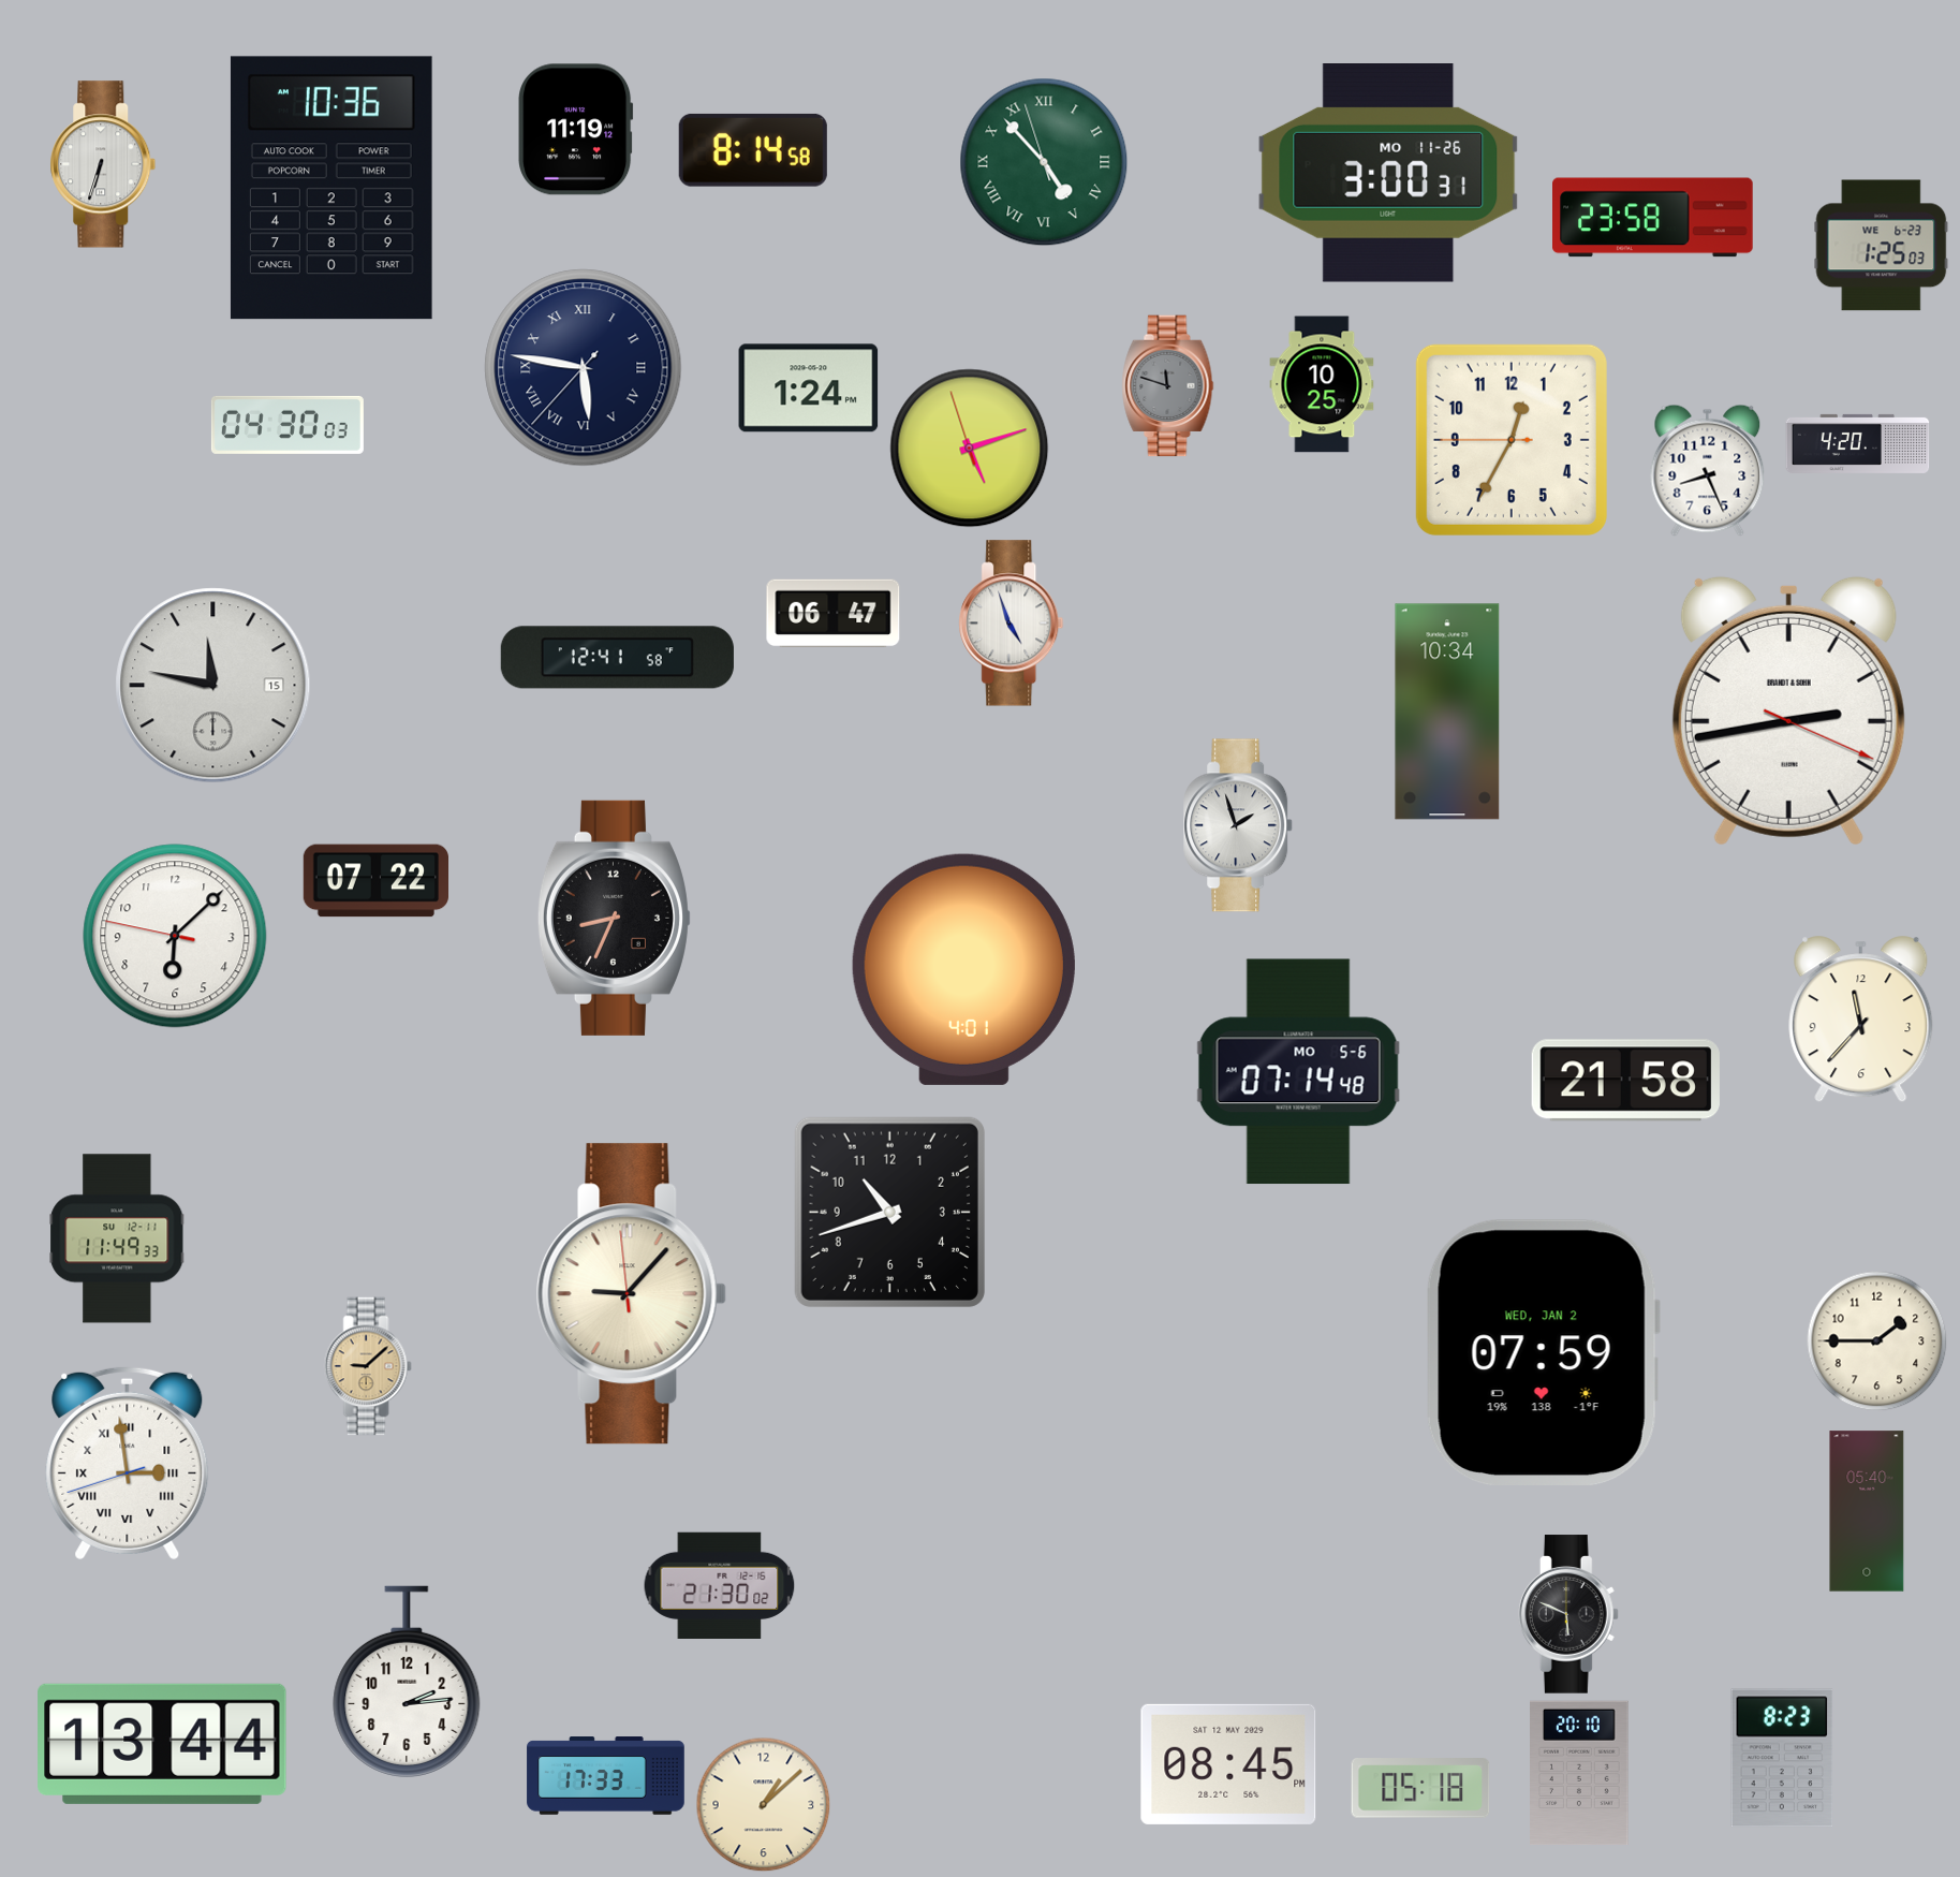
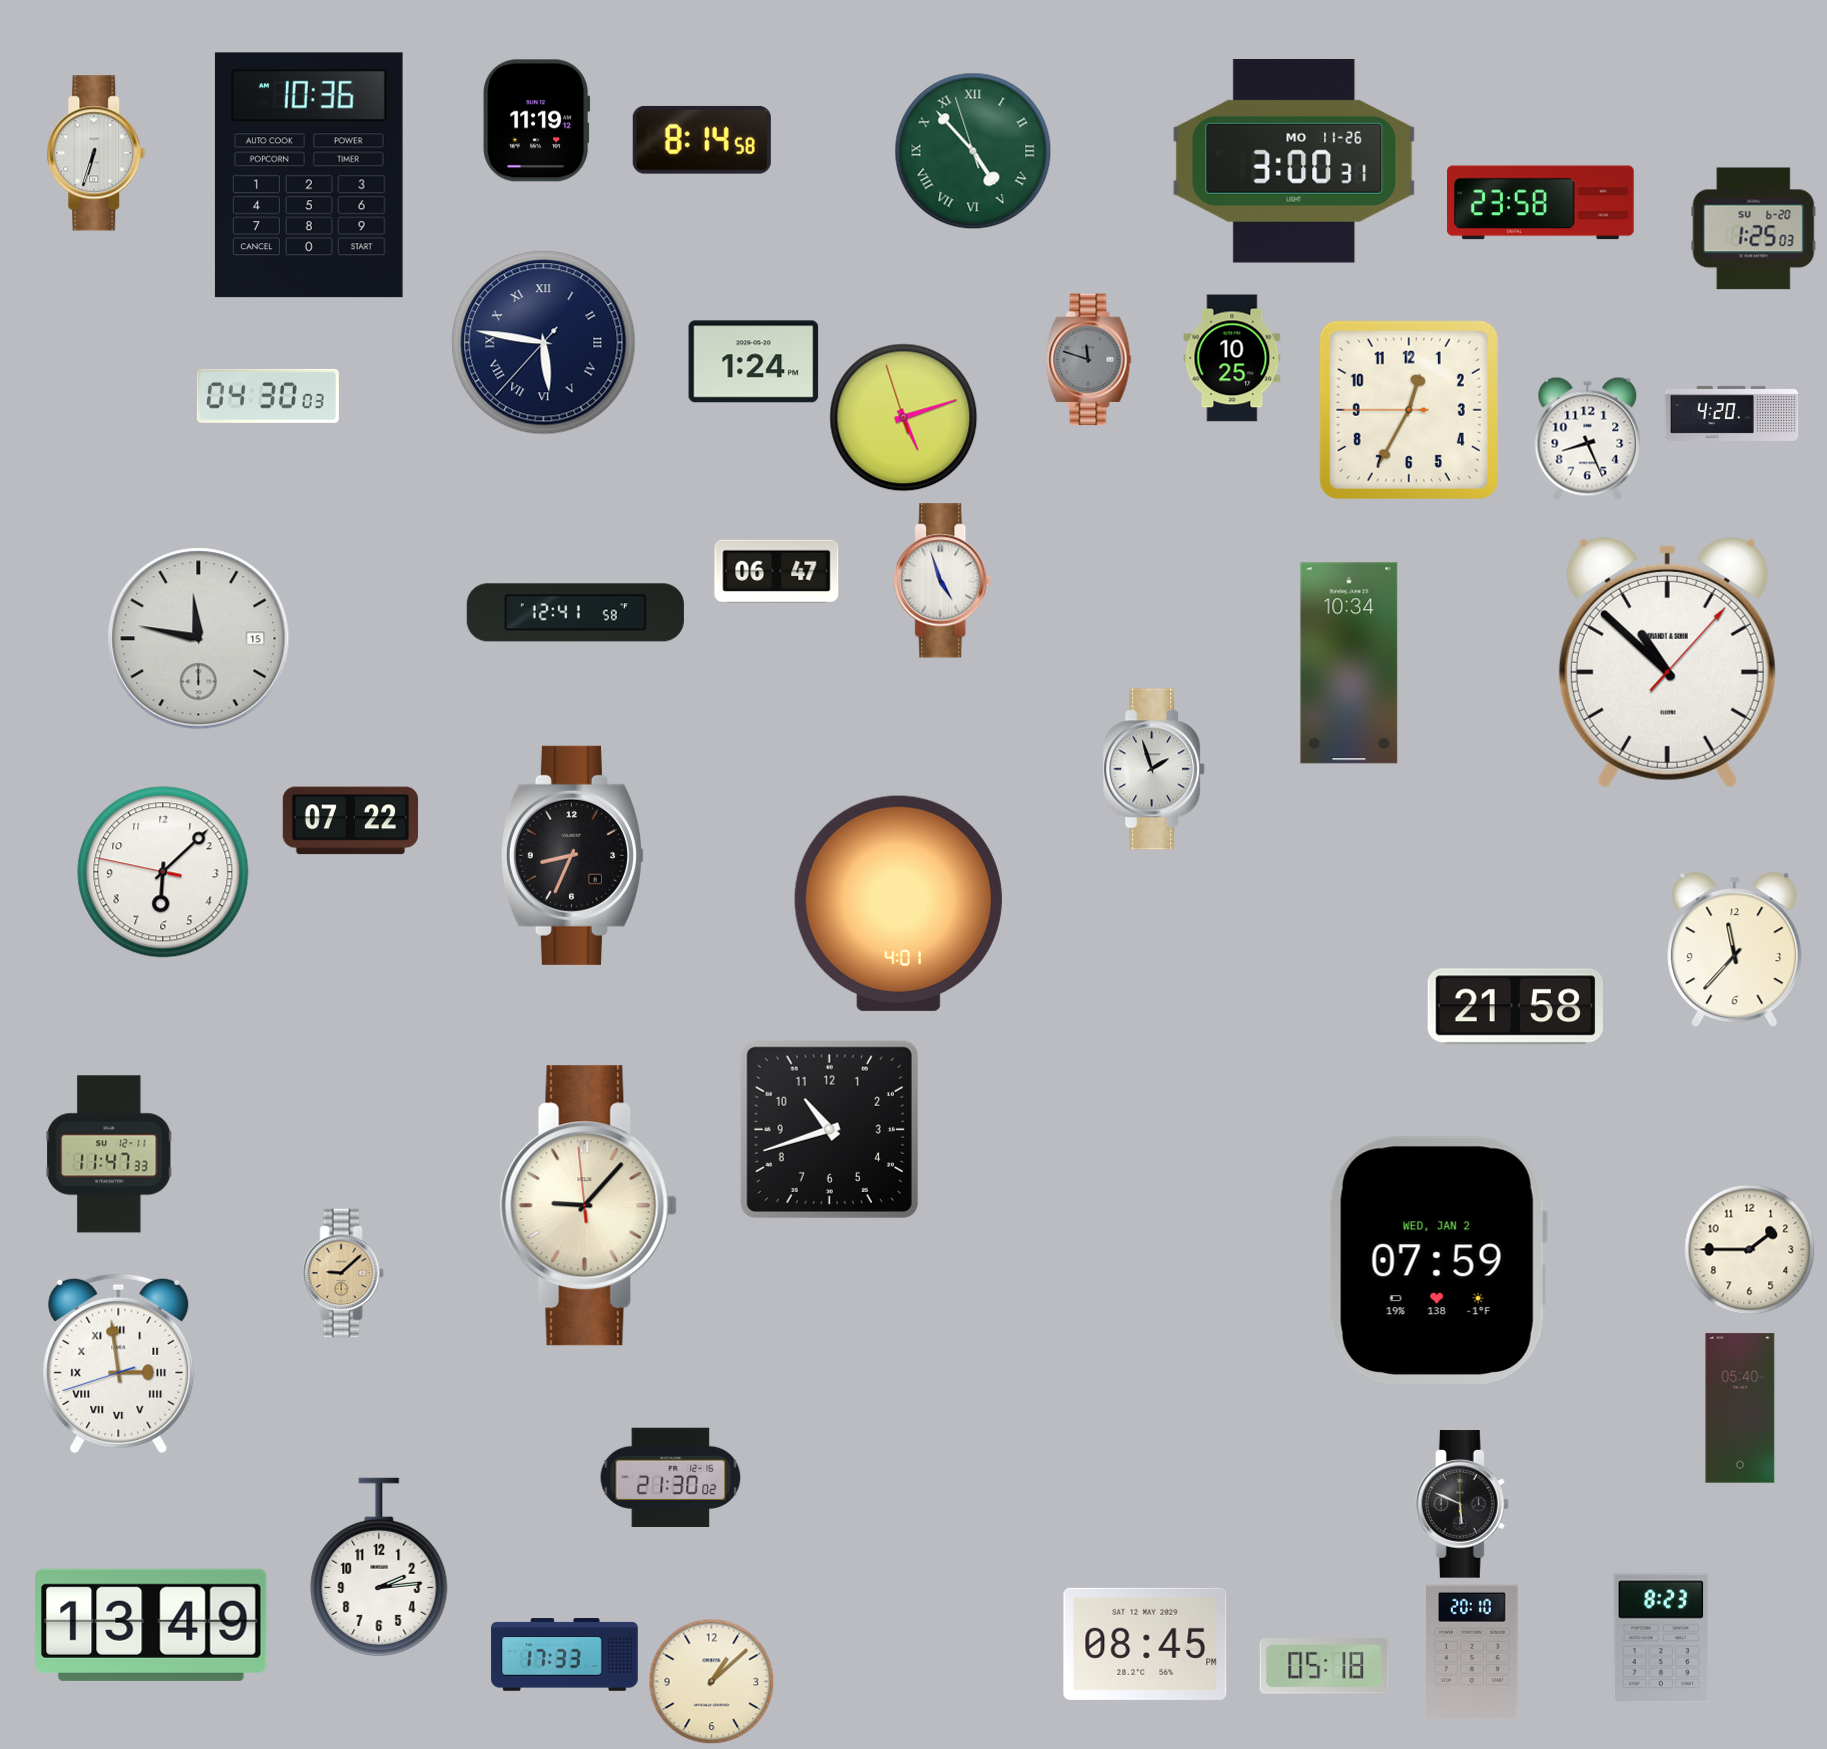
clock at (1882, 246) date: WE 6-23 -> SU 6-20
clock at (1708, 470) position: (1708, 470) -> (1588, 438)
clock at (1788, 710): 2:43 -> 10:52
clock at (1299, 1072): 07:14 -> none
clock at (117, 1238): 11:49 -> 11:47
clock at (162, 1744): 13:44 -> 13:49
